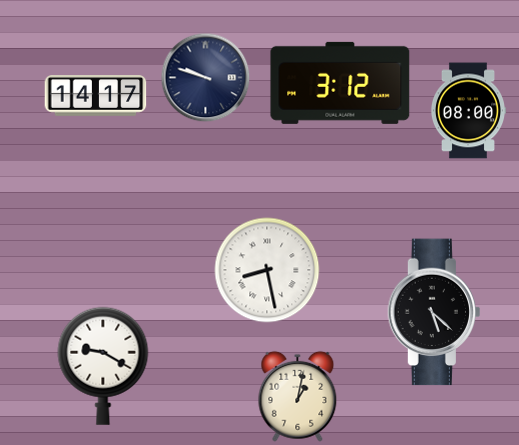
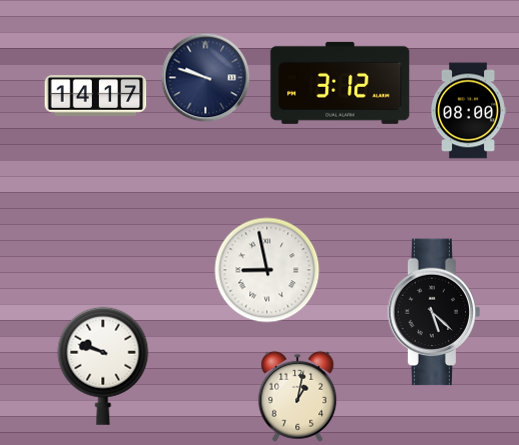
clock at (267, 270): 8:28 -> 8:58
clock at (103, 366): 9:20 -> 9:48
